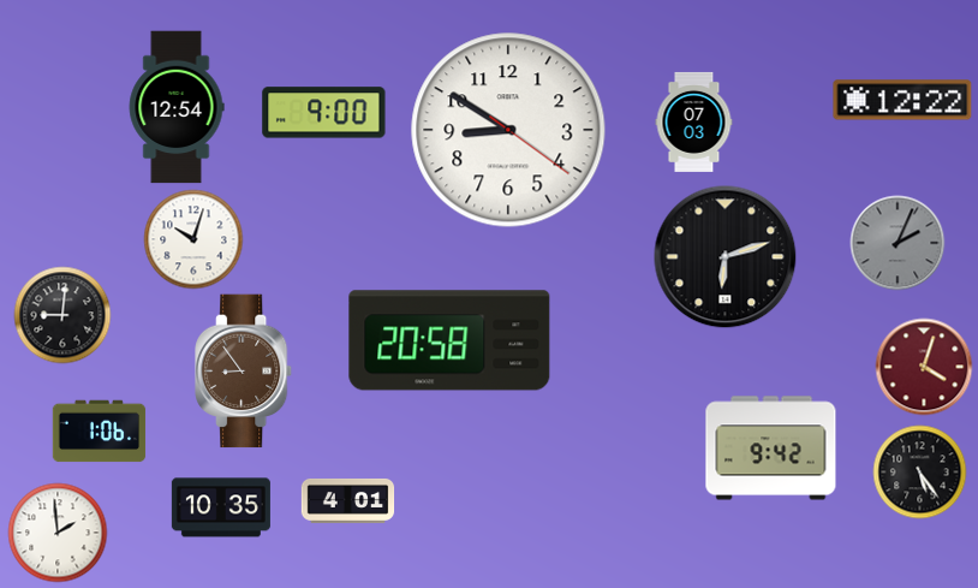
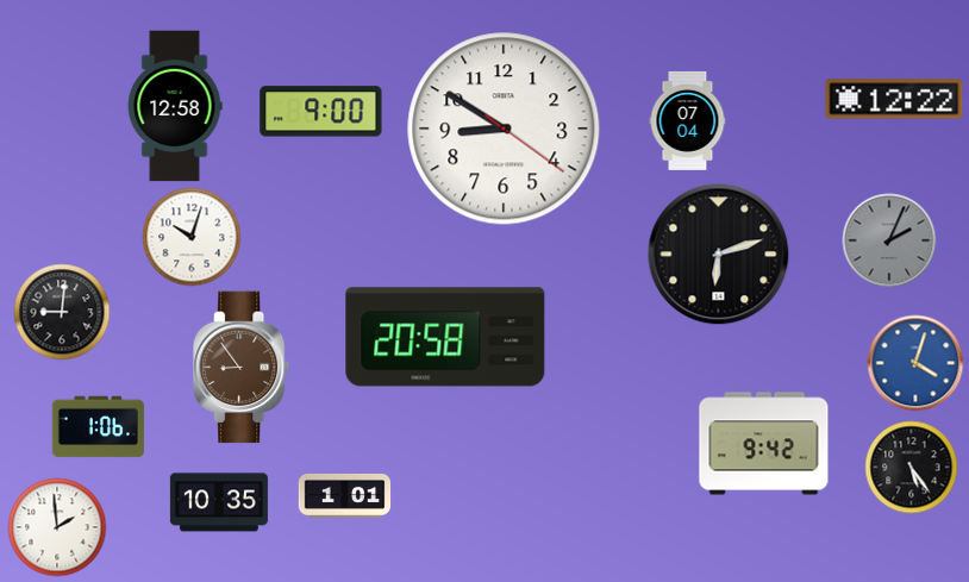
clock at (177, 107): 12:54 -> 12:58
clock at (694, 121): 07:03 -> 07:04
clock at (924, 367) dial: burgundy -> blue
clock at (347, 500): 4:01 -> 1:01
